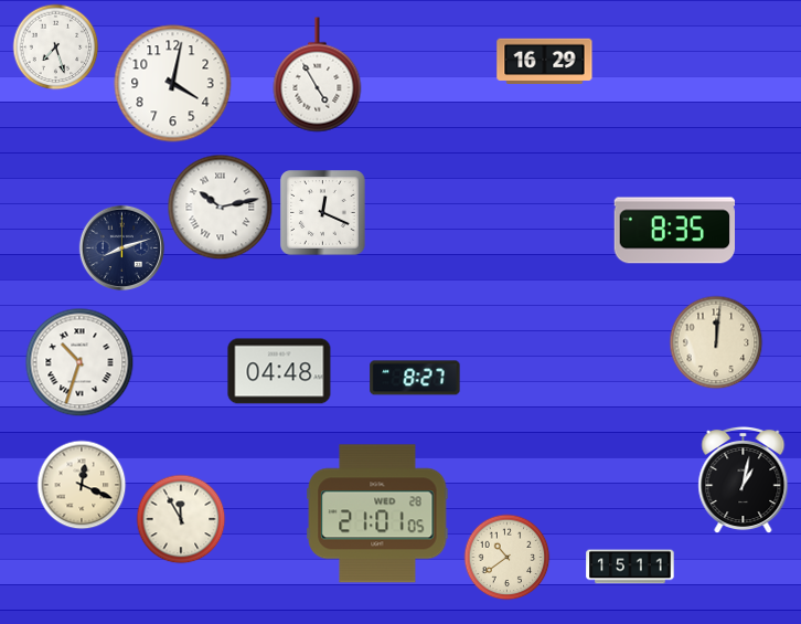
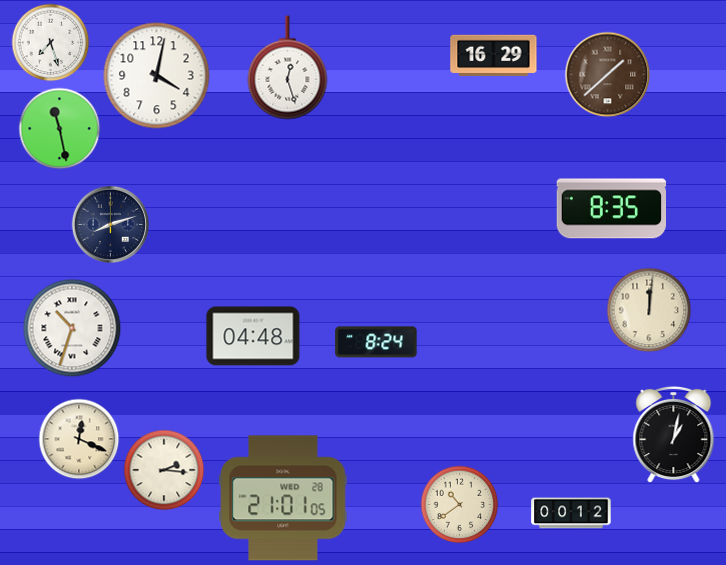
clock at (318, 75): 4:55 -> 12:27
clock at (607, 74): none -> 1:38
clock at (59, 128): none -> 11:28
clock at (220, 207): 10:13 -> none
clock at (323, 213): 12:19 -> none
clock at (415, 378): 8:27 -> 8:24
clock at (82, 485) position: (82, 485) -> (79, 439)
clock at (377, 514) position: (377, 514) -> (283, 498)
clock at (181, 519): 11:55 -> 2:16
clock at (630, 567): 15:11 -> 00:12
